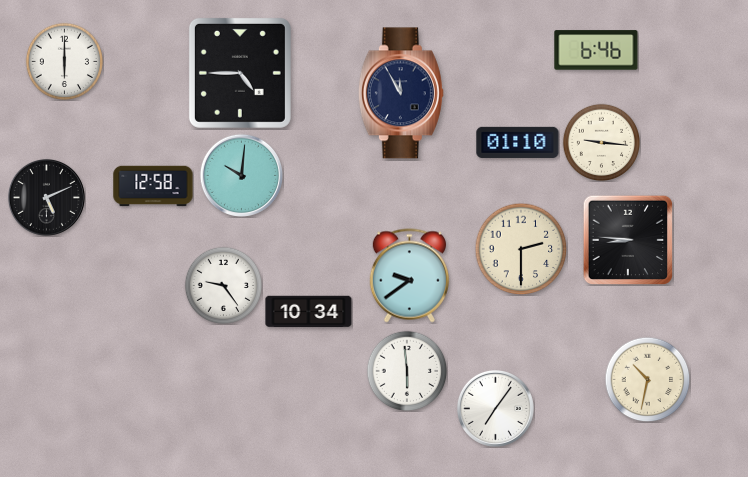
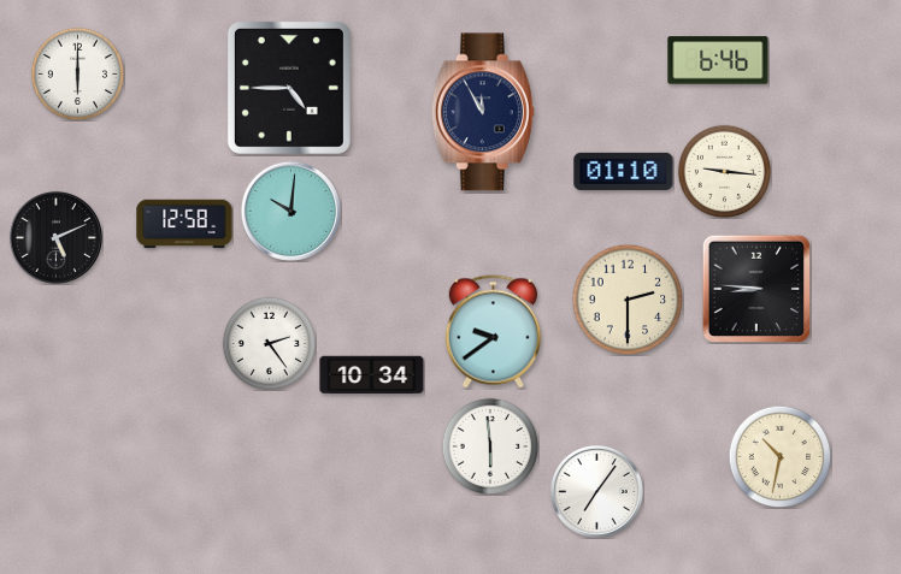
clock at (223, 285): 9:24 -> 2:24
